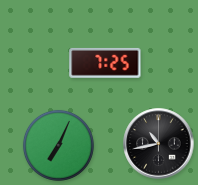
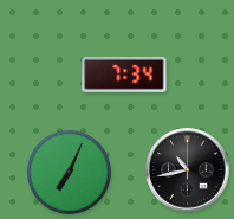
clock at (105, 63): 7:25 -> 7:34
